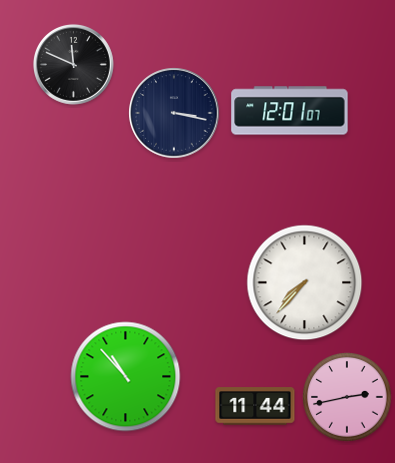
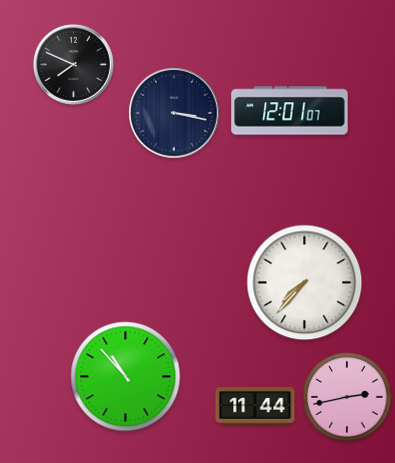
clock at (73, 64): 11:49 -> 7:49
